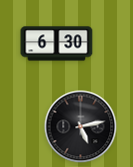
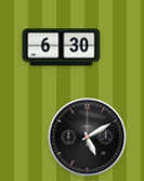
clock at (81, 127): 5:13 -> 5:10
